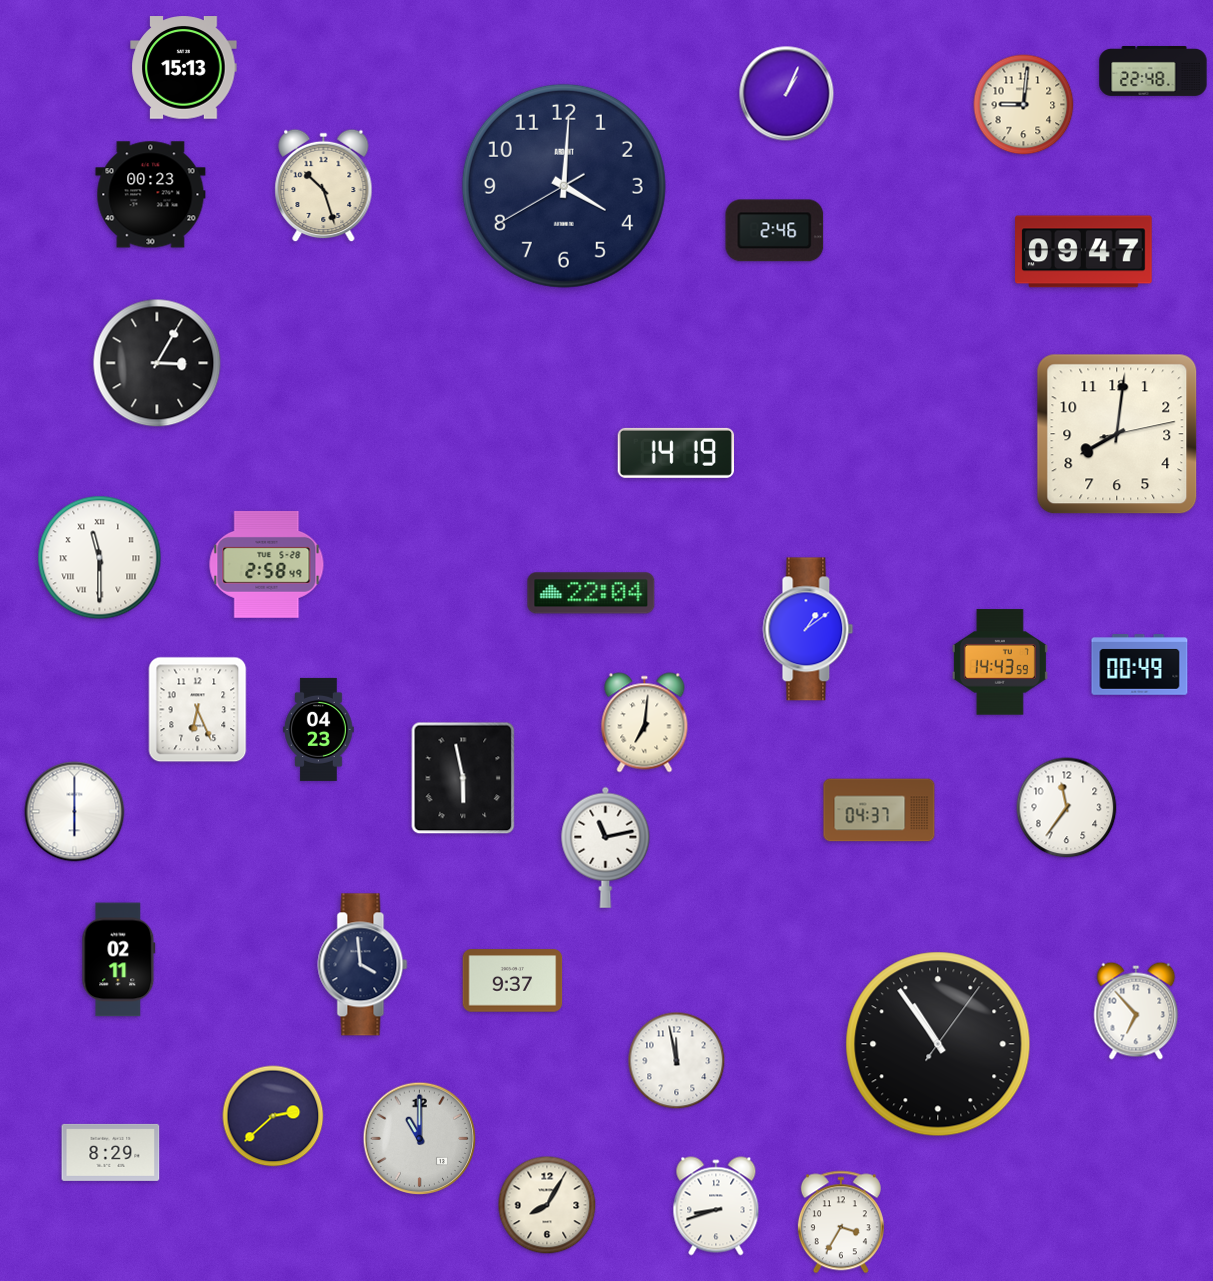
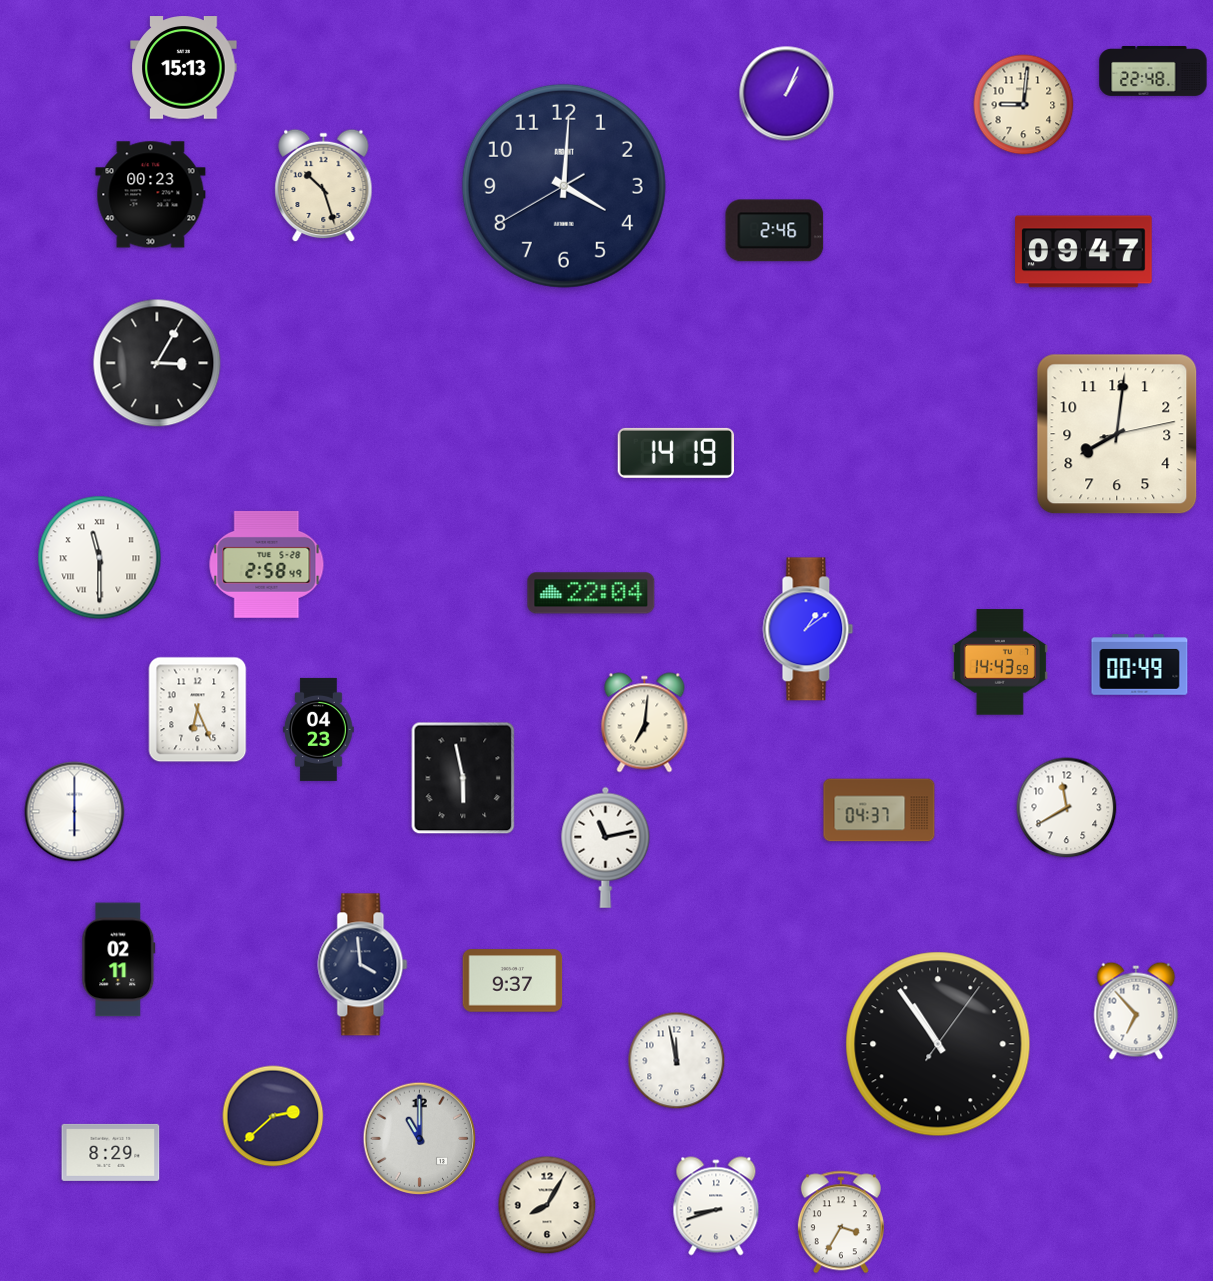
clock at (1067, 808): 11:36 -> 11:40
